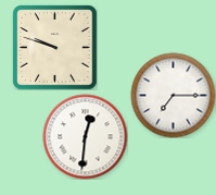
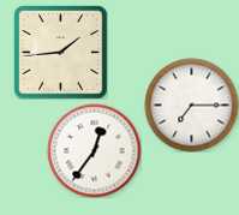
clock at (54, 47): 9:48 -> 1:44
clock at (85, 136): 12:31 -> 12:36
